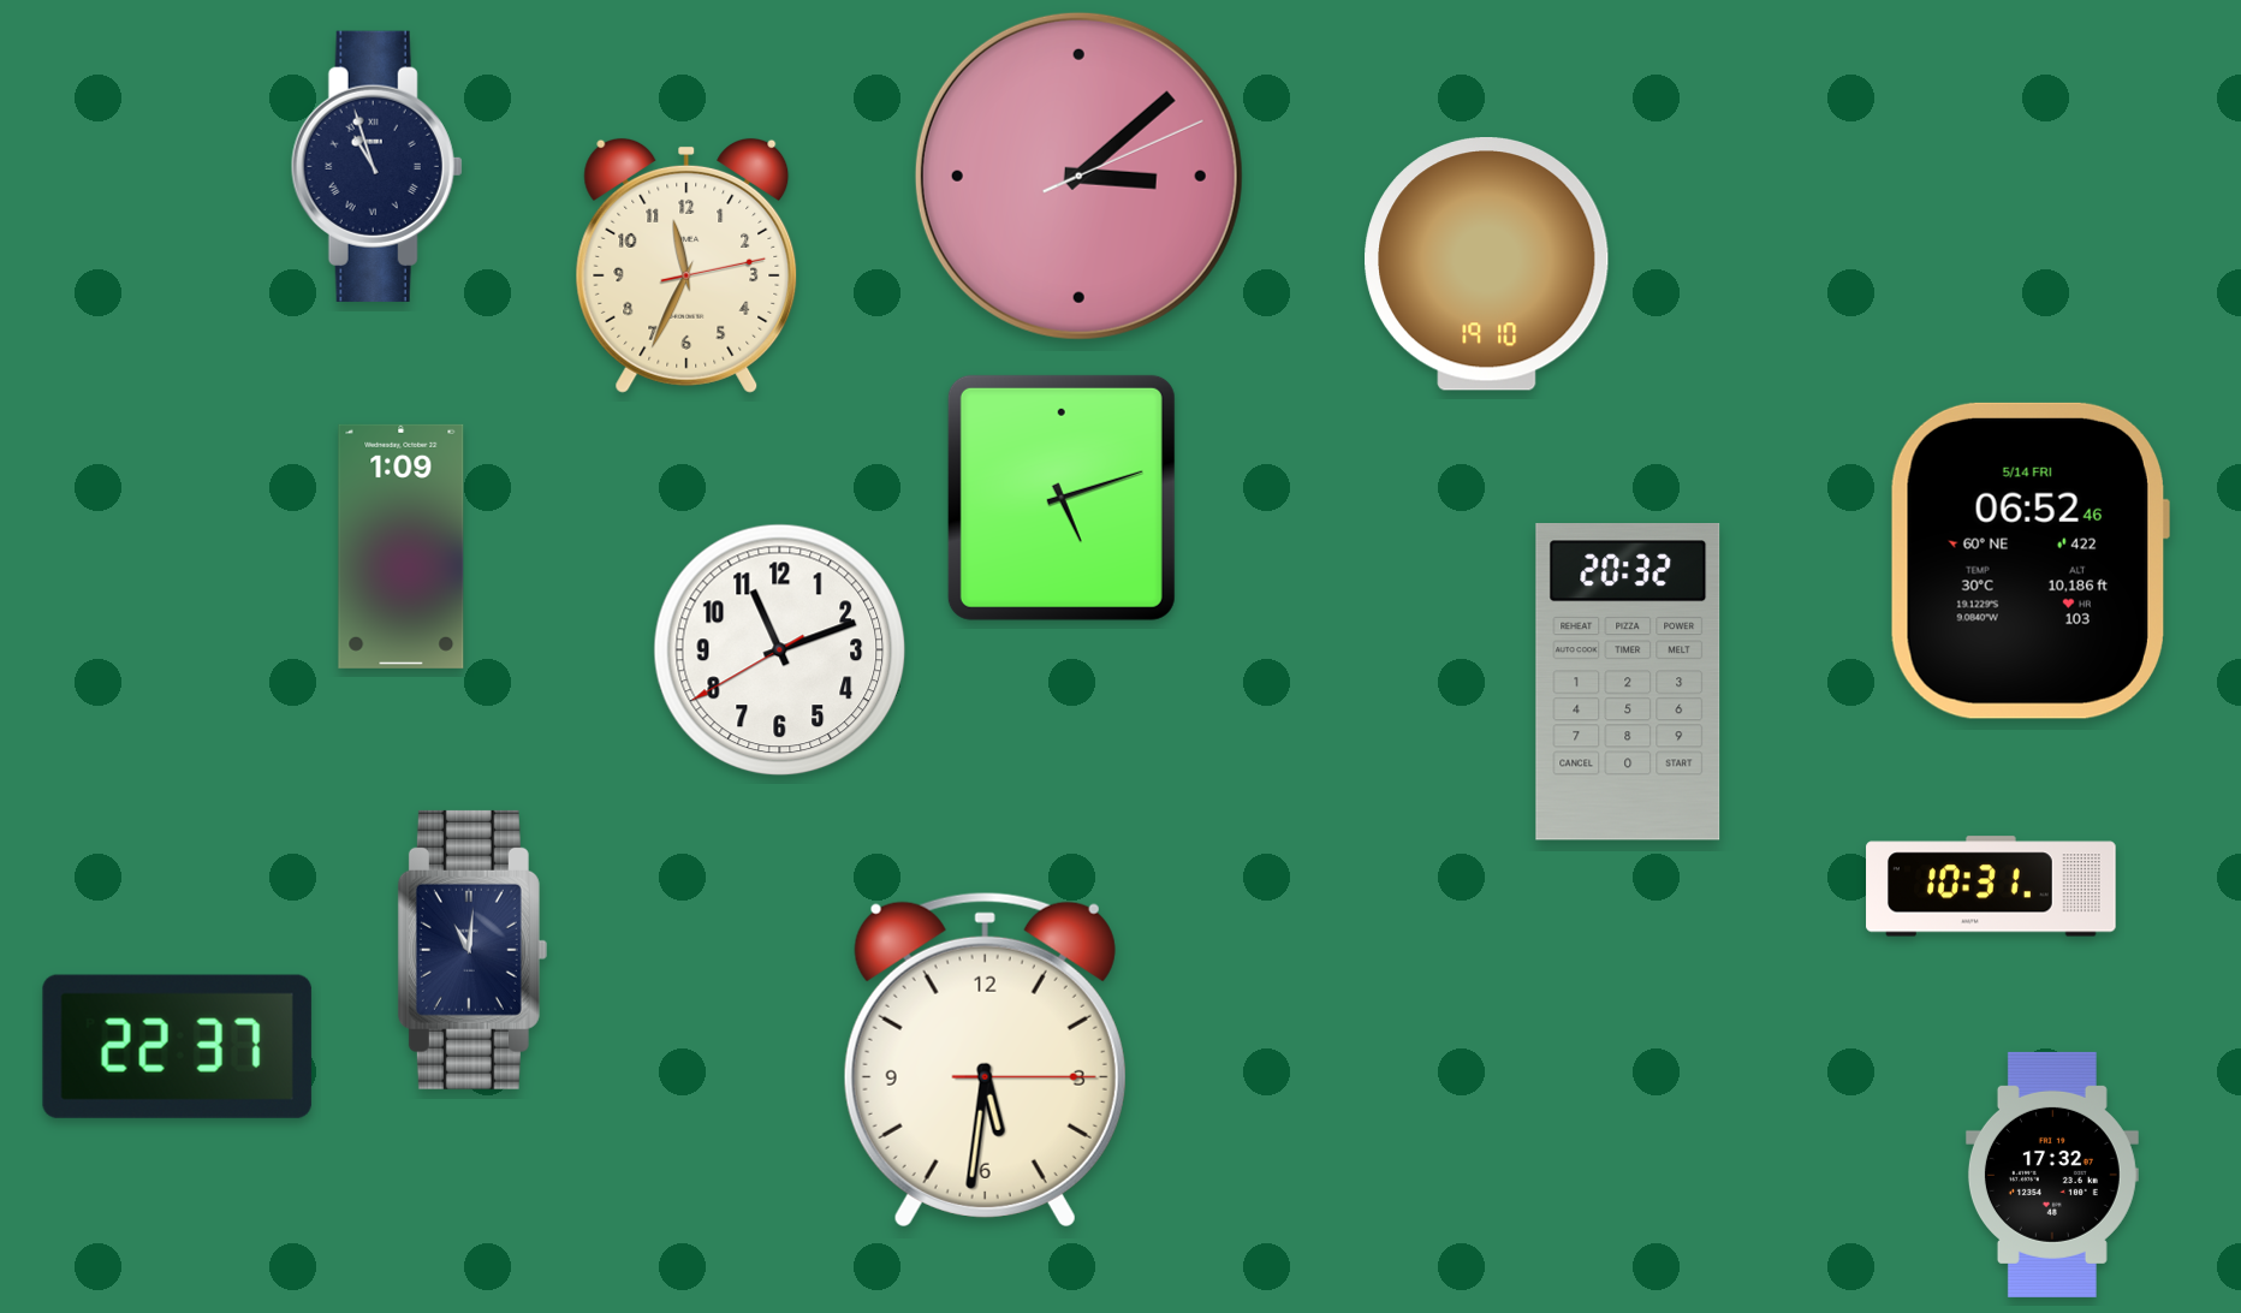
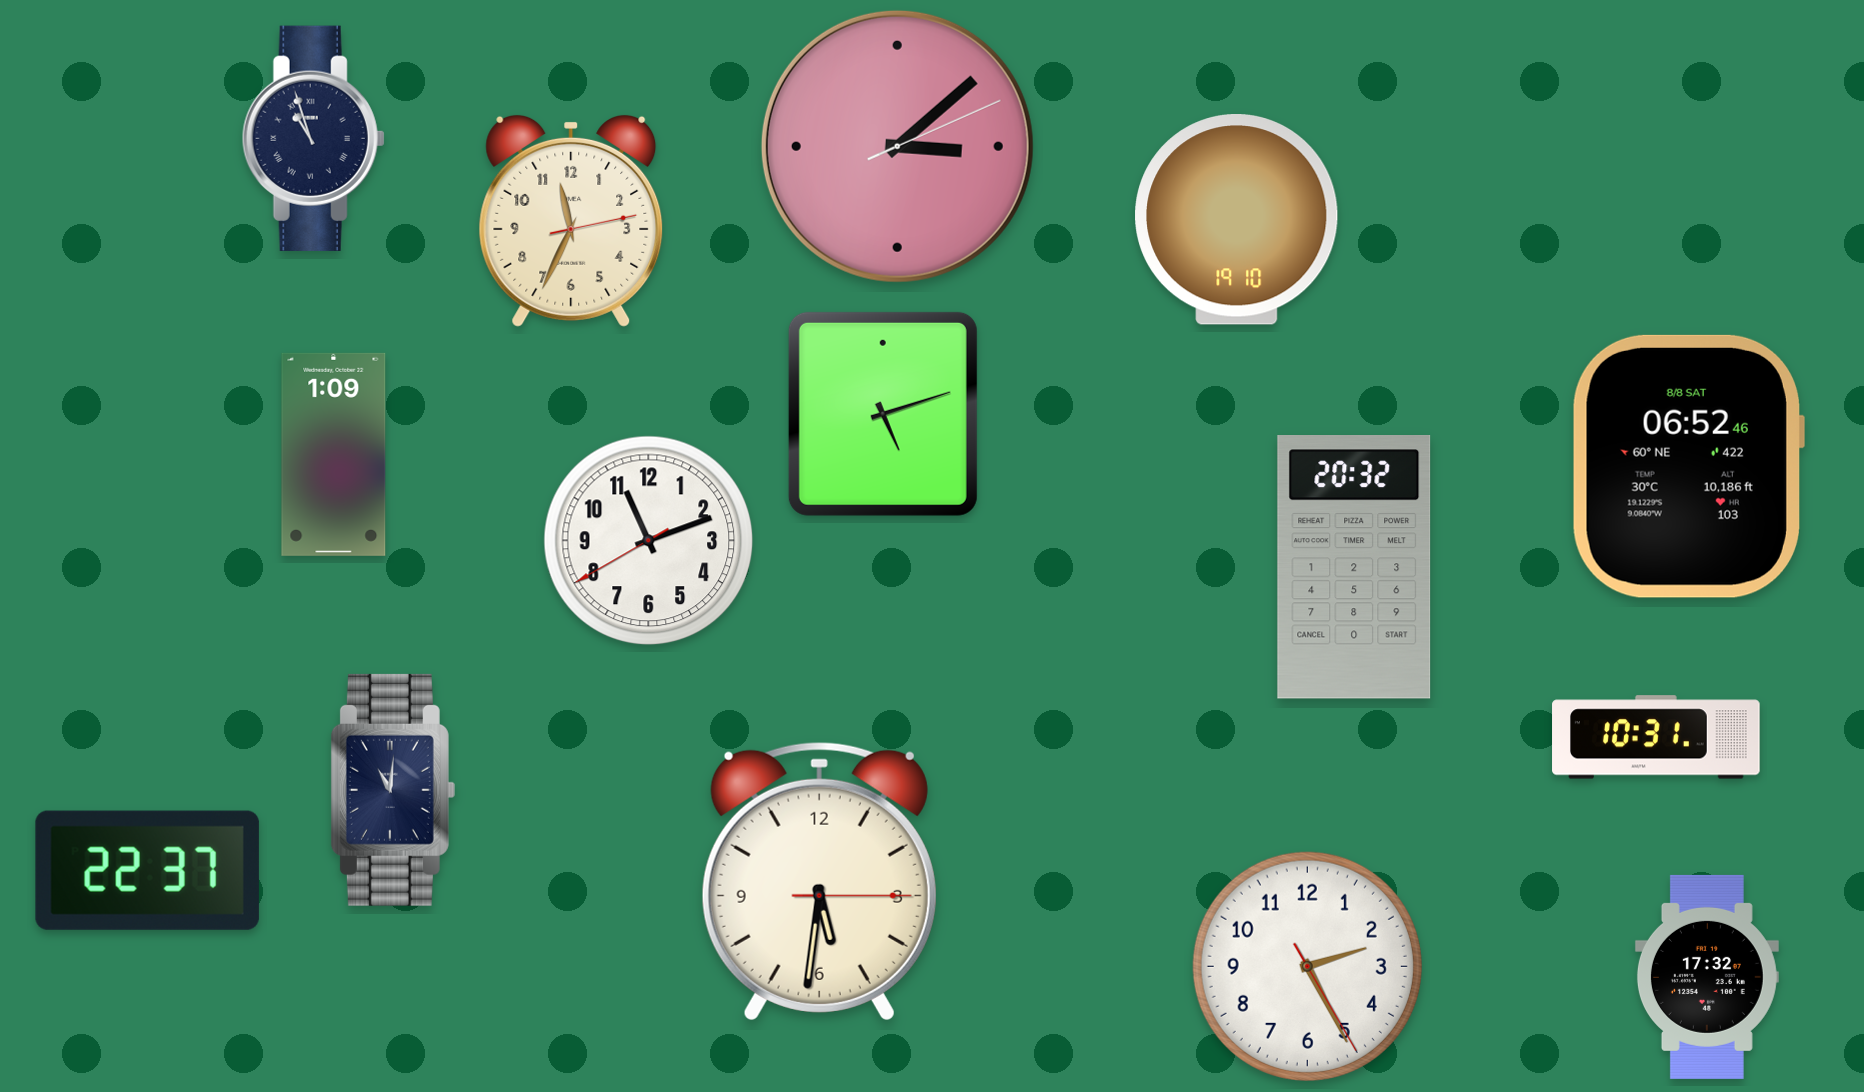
clock at (2029, 560) date: 5/14 FRI -> 8/8 SAT
clock at (1307, 966): none -> 2:25
